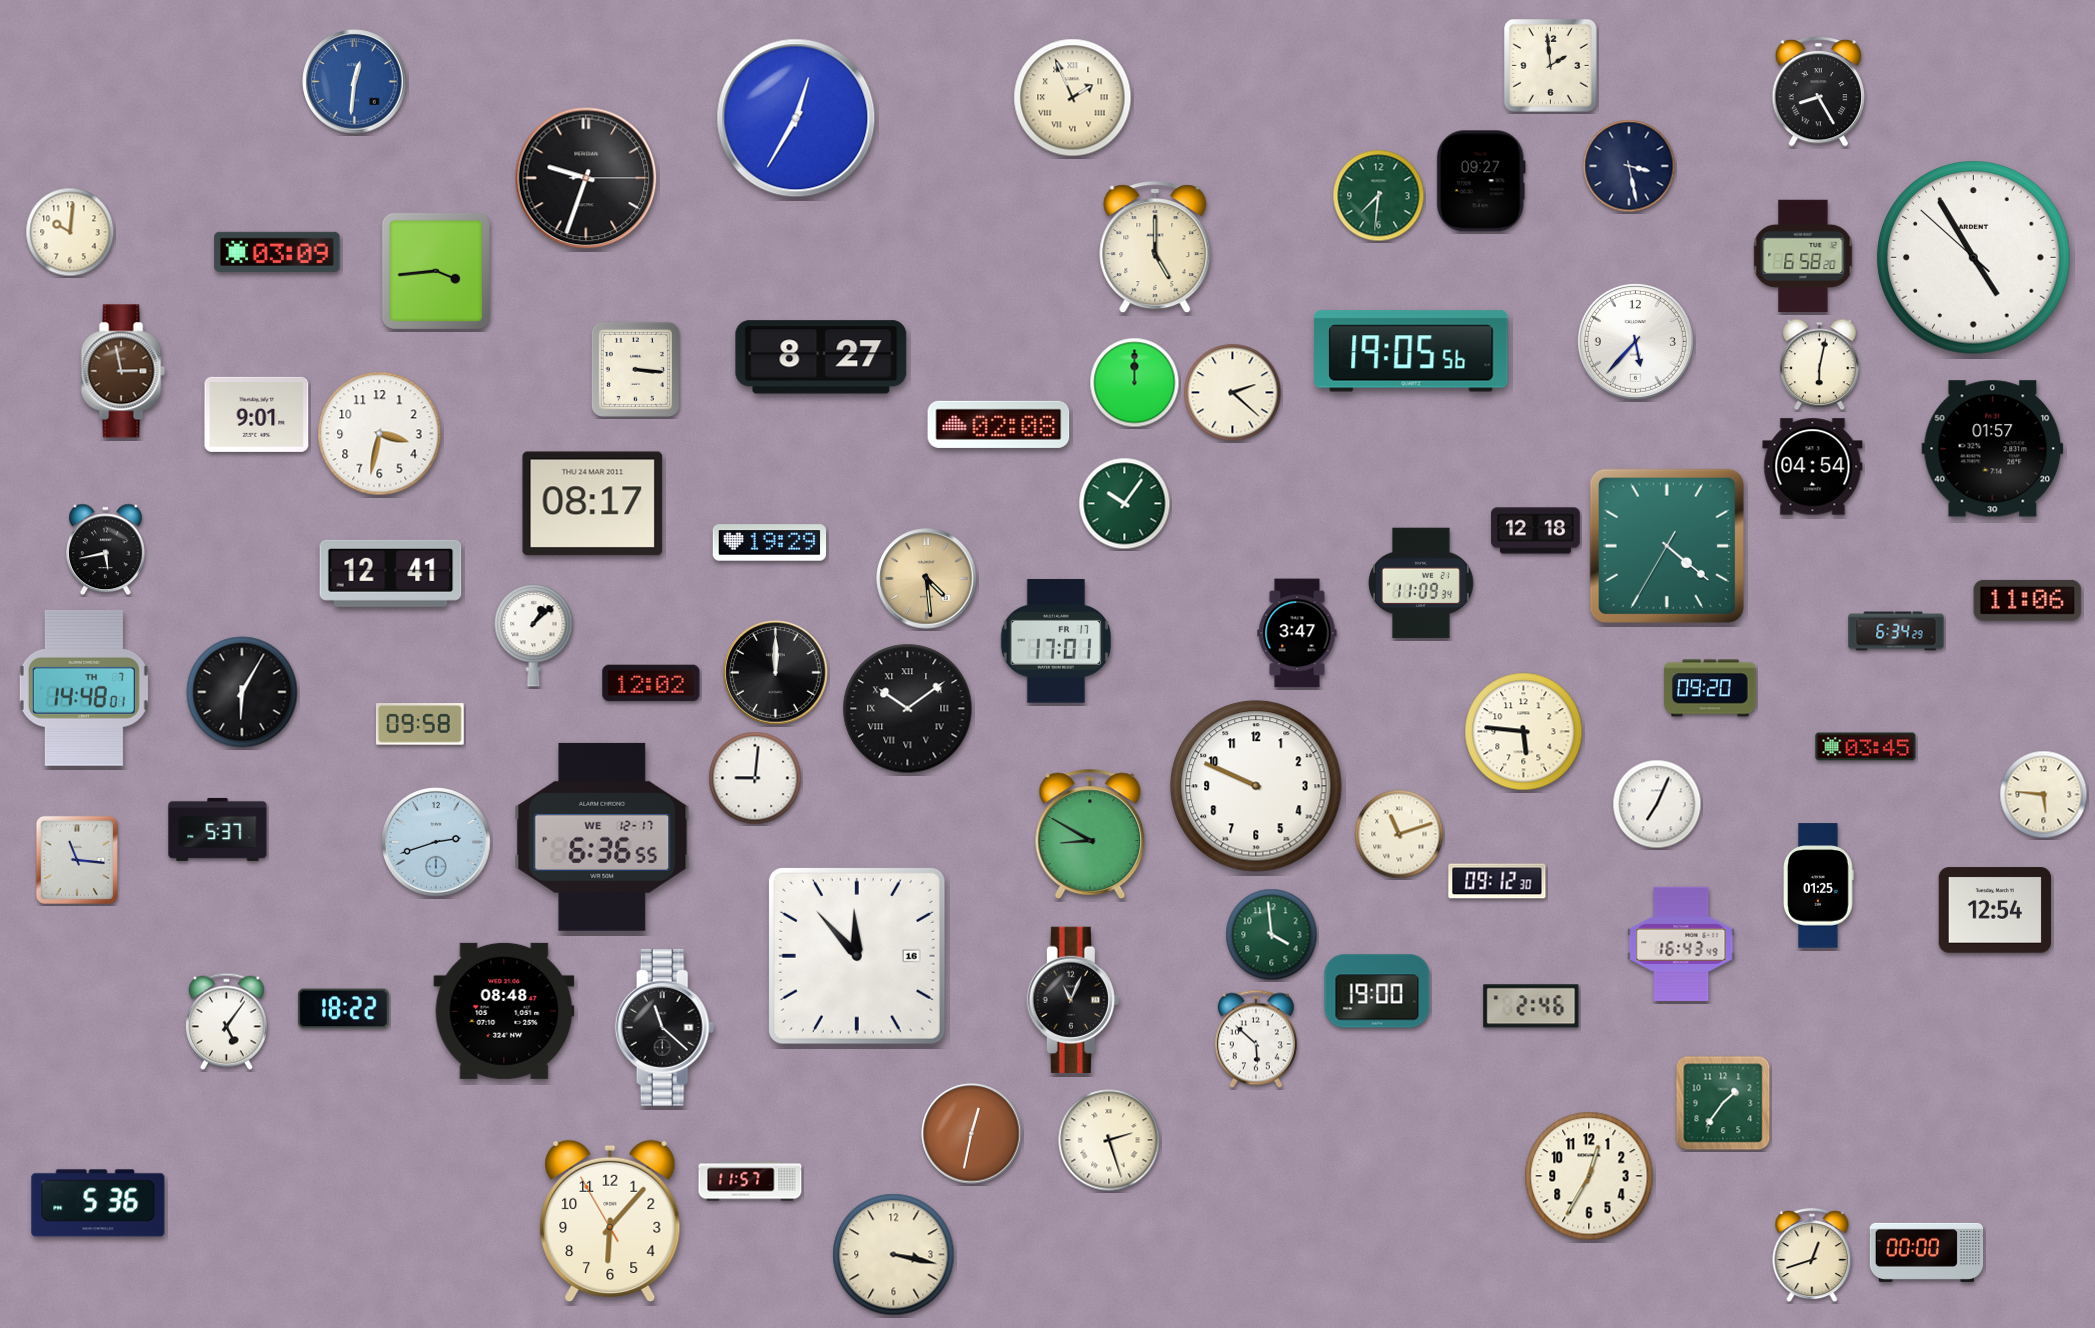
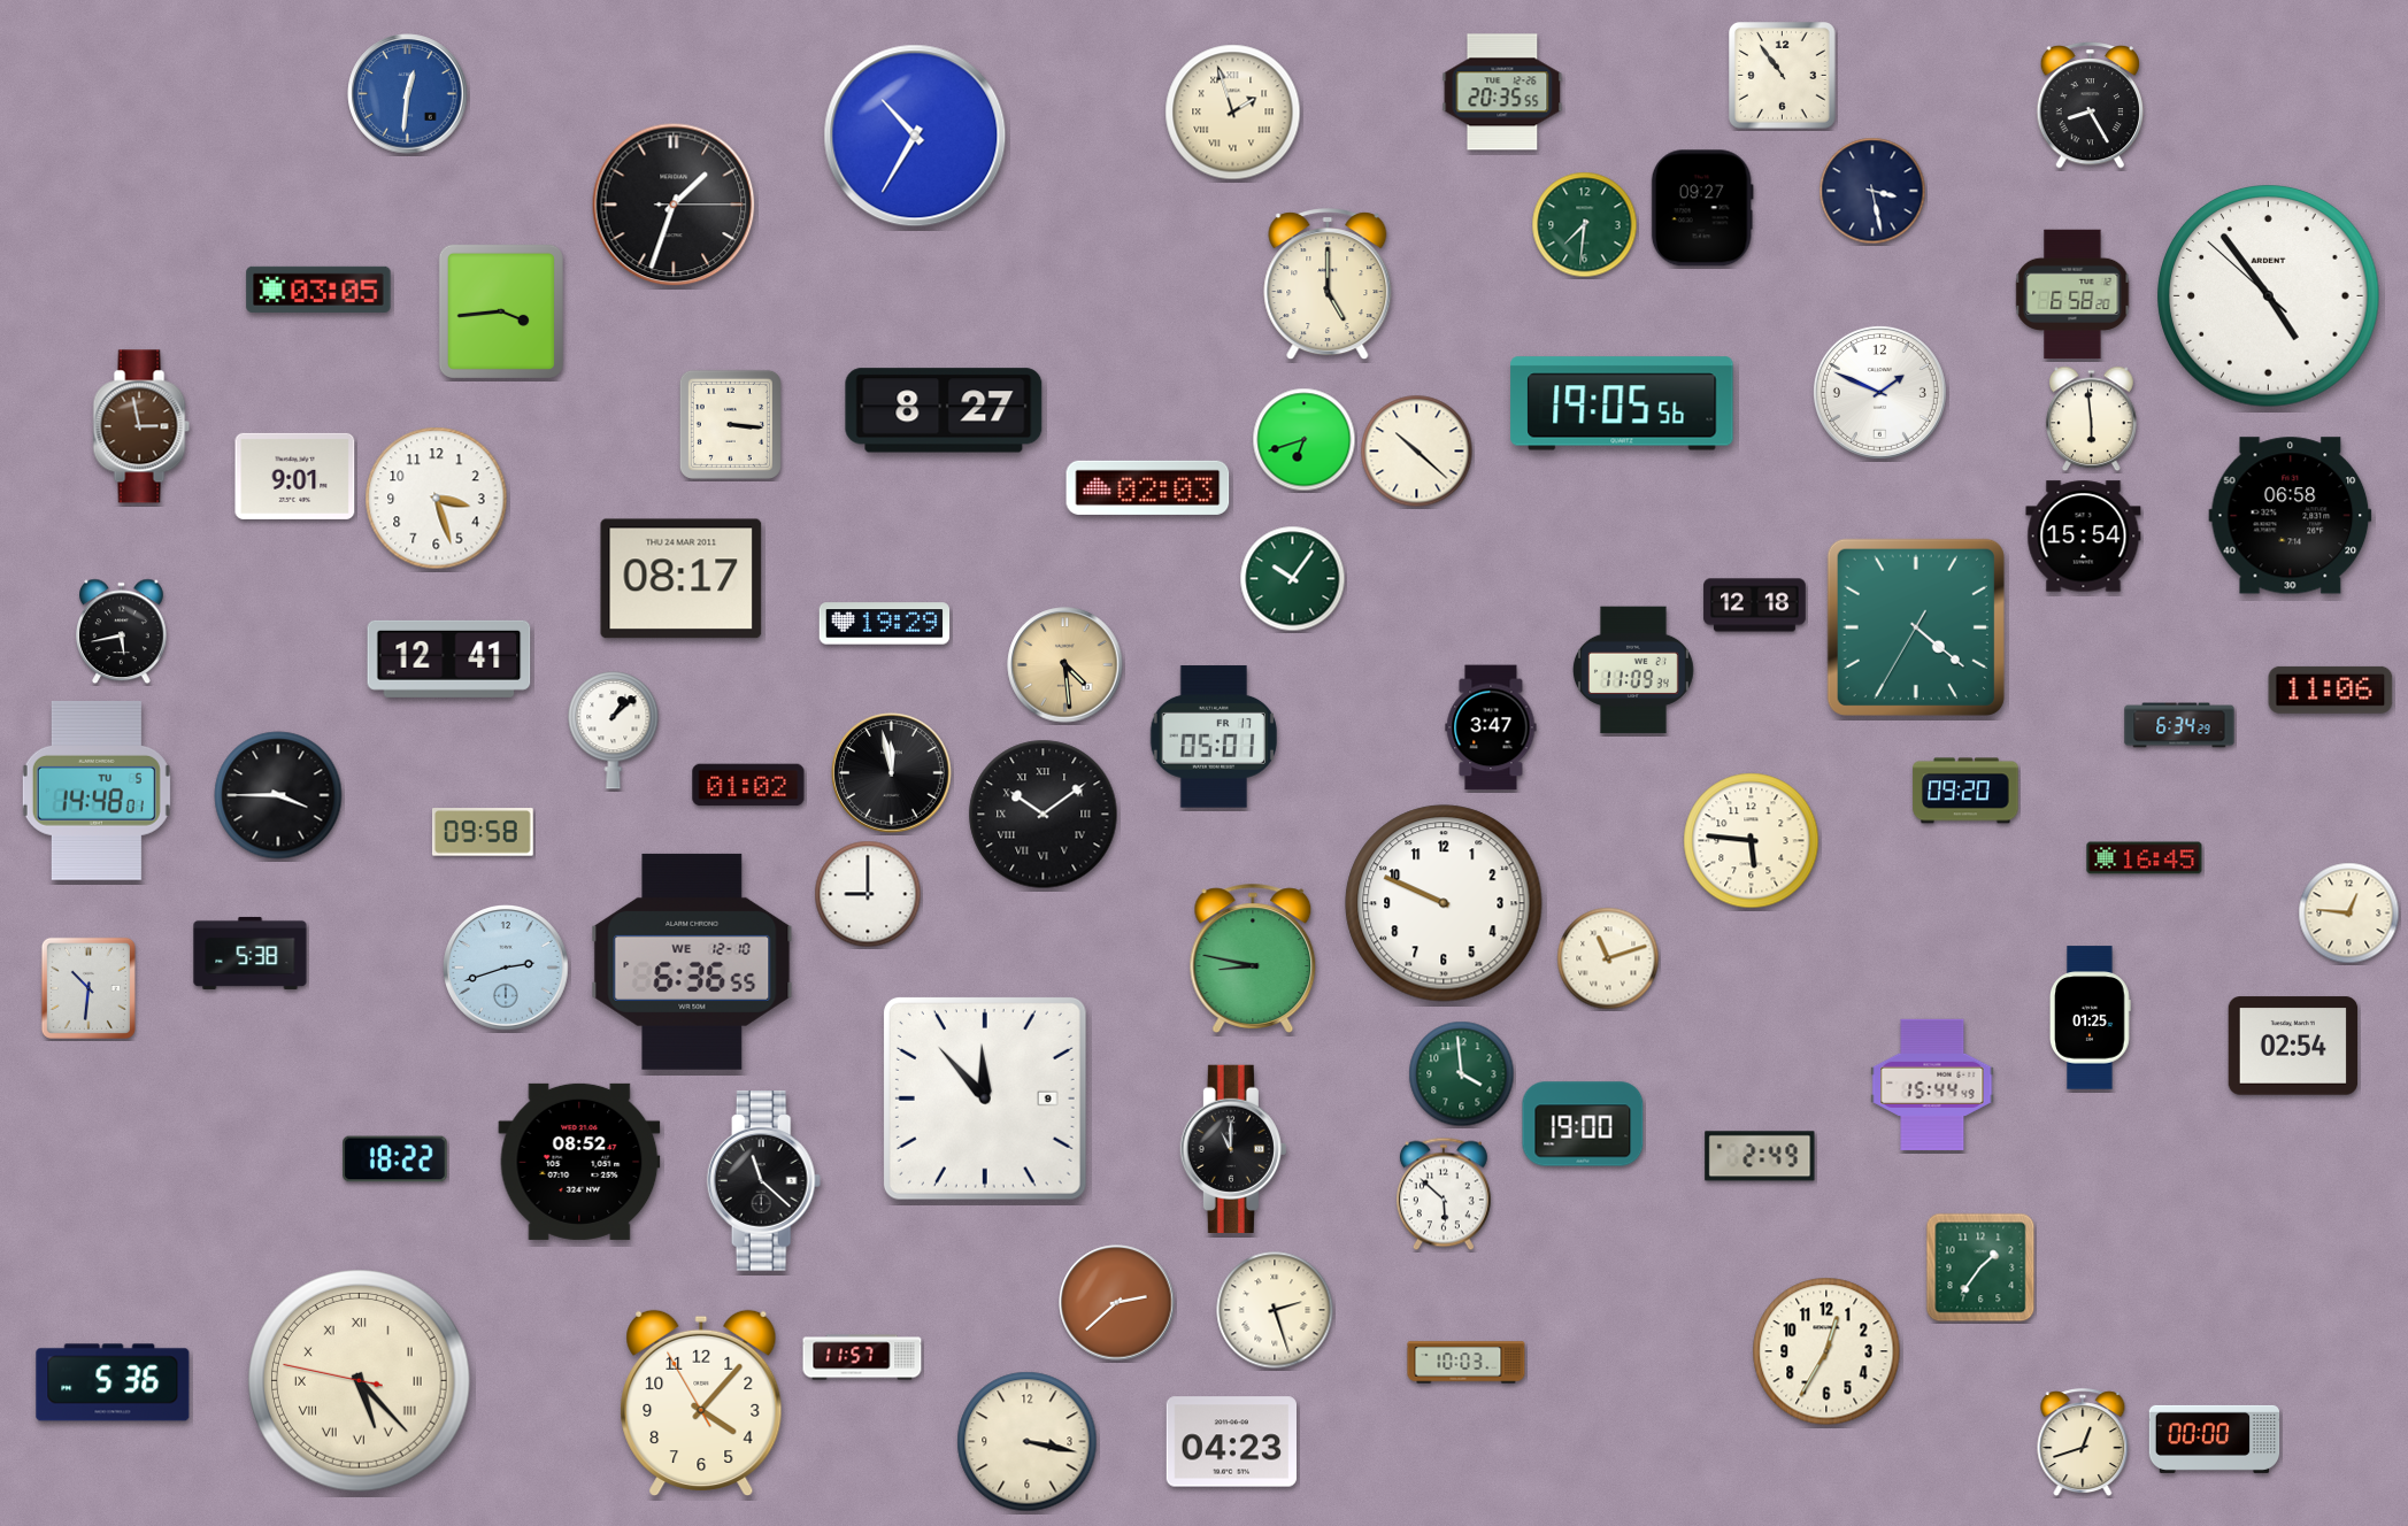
clock at (1551, 66): 1:59 -> 10:54
clock at (1502, 92): none -> 20:35
clock at (1073, 98): 1:56 -> 1:57
clock at (796, 118): 12:35 -> 10:35
clock at (586, 178): 9:33 -> 1:33
clock at (70, 232): 10:01 -> none
clock at (277, 252): 03:09 -> 03:05
clock at (1974, 258): 4:54 -> 4:53
clock at (1635, 341): 5:37 -> 1:49
clock at (1820, 365): 6:02 -> 5:59
clock at (1135, 383): 12:00 -> 6:42
clock at (1233, 393): 2:22 -> 10:22
clock at (999, 424): 02:08 -> 02:03
clock at (380, 434): 3:32 -> 3:27
clock at (1993, 449): 01:57 -> 06:58
clock at (1813, 467): 04:54 -> 15:54
clock at (1536, 531) position: (1536, 531) -> (1755, 606)
clock at (1056, 641): 17:01 -> 05:01
clock at (776, 673): 12:00 -> 11:58
clock at (651, 683): 12:02 -> 01:02
clock at (84, 688) date: TH 7 -> TU 5
clock at (242, 692): 6:05 -> 3:45
clock at (1866, 747): 03:45 -> 16:45
clock at (755, 778): 9:01 -> 9:00
clock at (2044, 795): 5:46 -> 12:46
clock at (1657, 804): 7:04 -> none
clock at (218, 829): 5:37 -> 5:38
clock at (1090, 833): 8:50 -> 8:47
clock at (602, 837) date: WE 12-17 -> WE 12-10
clock at (437, 843) position: (437, 843) -> (507, 969)
clock at (77, 860): 11:16 -> 10:31
clock at (1497, 881): 09:12 -> none
clock at (1995, 910): 12:54 -> 02:54
clock at (1681, 943): 16:43 -> 15:44
clock at (857, 956) date: 16 -> 9
clock at (1377, 991) position: (1377, 991) -> (1583, 1124)
clock at (1073, 999): 11:04 -> 11:00
clock at (1531, 1006): 2:46 -> 2:49
clock at (504, 1011): 08:48 -> 08:52
clock at (227, 1022): 5:06 -> none
clock at (972, 1134): 12:32 -> 2:38
clock at (1467, 1363): none -> 10:03
clock at (360, 1381): none -> 5:22
clock at (610, 1221): 6:06 -> 4:06
clock at (1231, 1442): none -> 04:23
